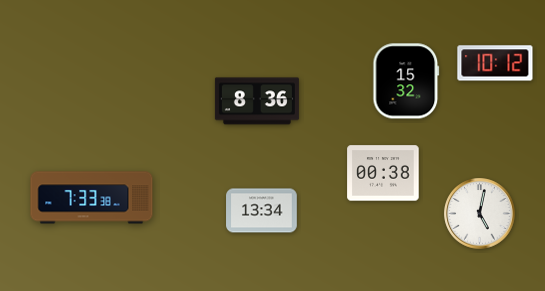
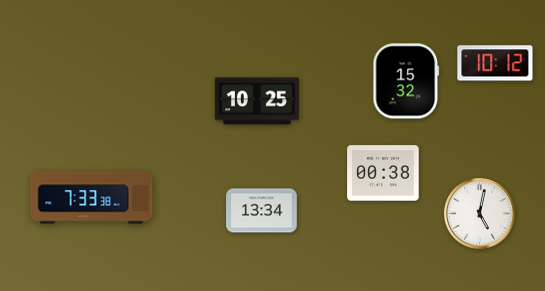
clock at (257, 101): 8:36 -> 10:25
